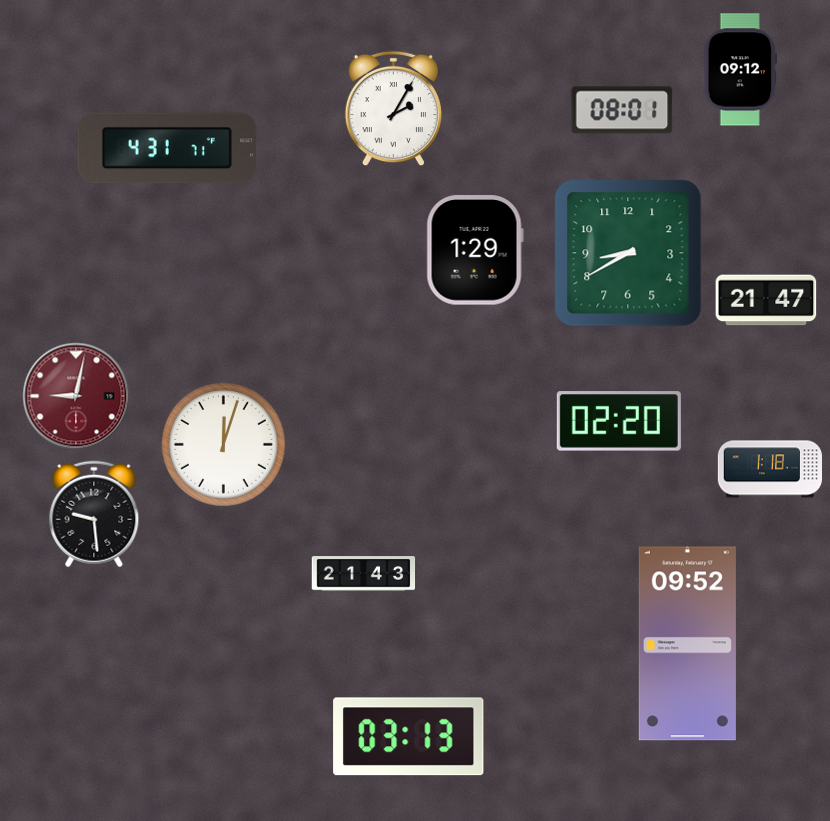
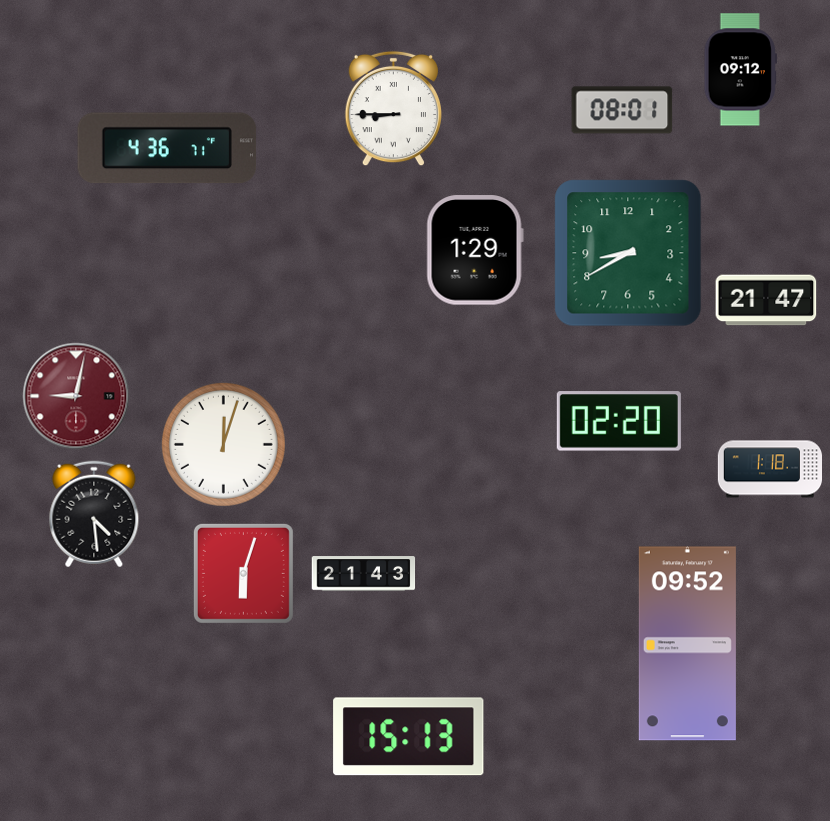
clock at (393, 109): 2:05 -> 8:45
clock at (167, 148): 4:31 -> 4:36
clock at (94, 514): 9:29 -> 4:29
clock at (243, 573): none -> 6:03
clock at (409, 737): 03:13 -> 15:13
